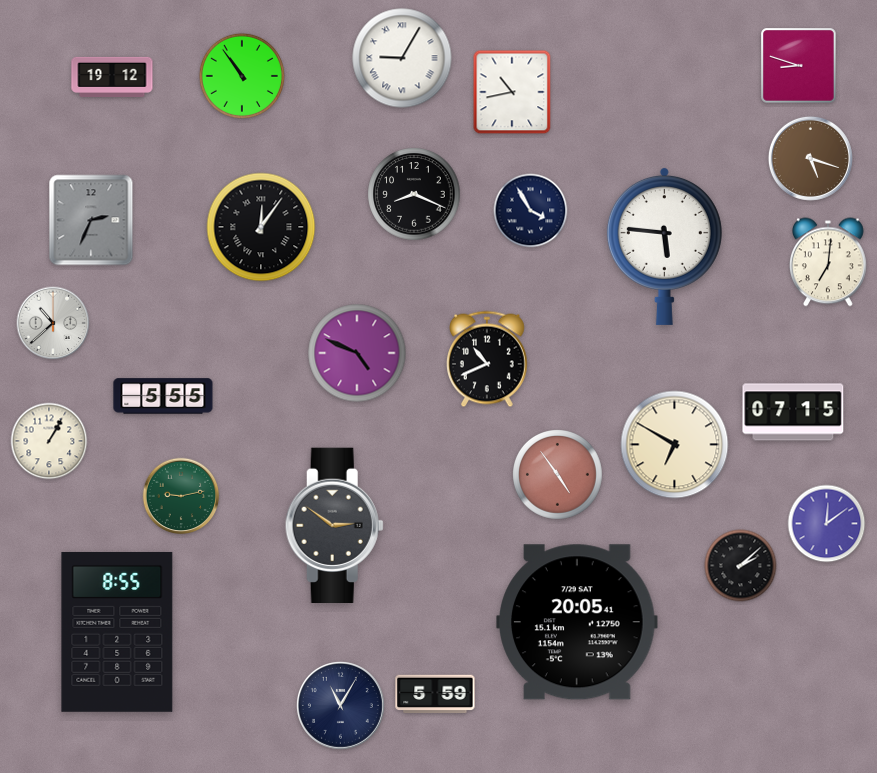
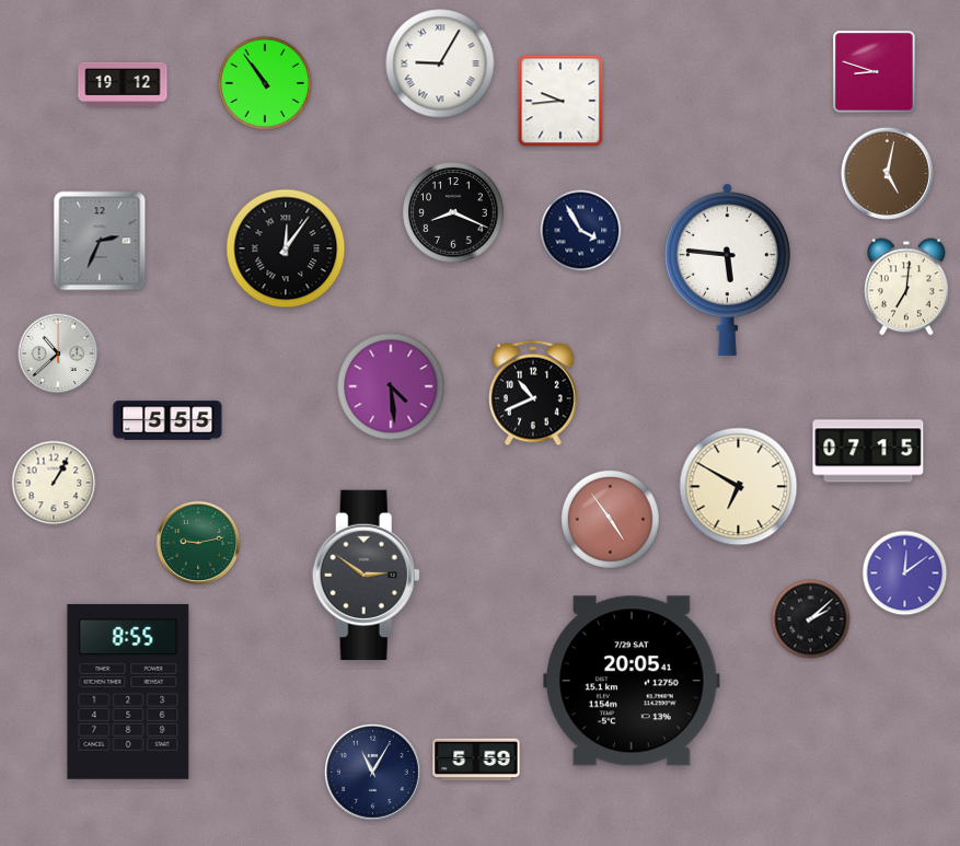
clock at (512, 92): 10:43 -> 9:44
clock at (810, 158): 5:18 -> 5:02
clock at (357, 353): 4:49 -> 4:29
clock at (163, 396) position: (163, 396) -> (167, 420)
